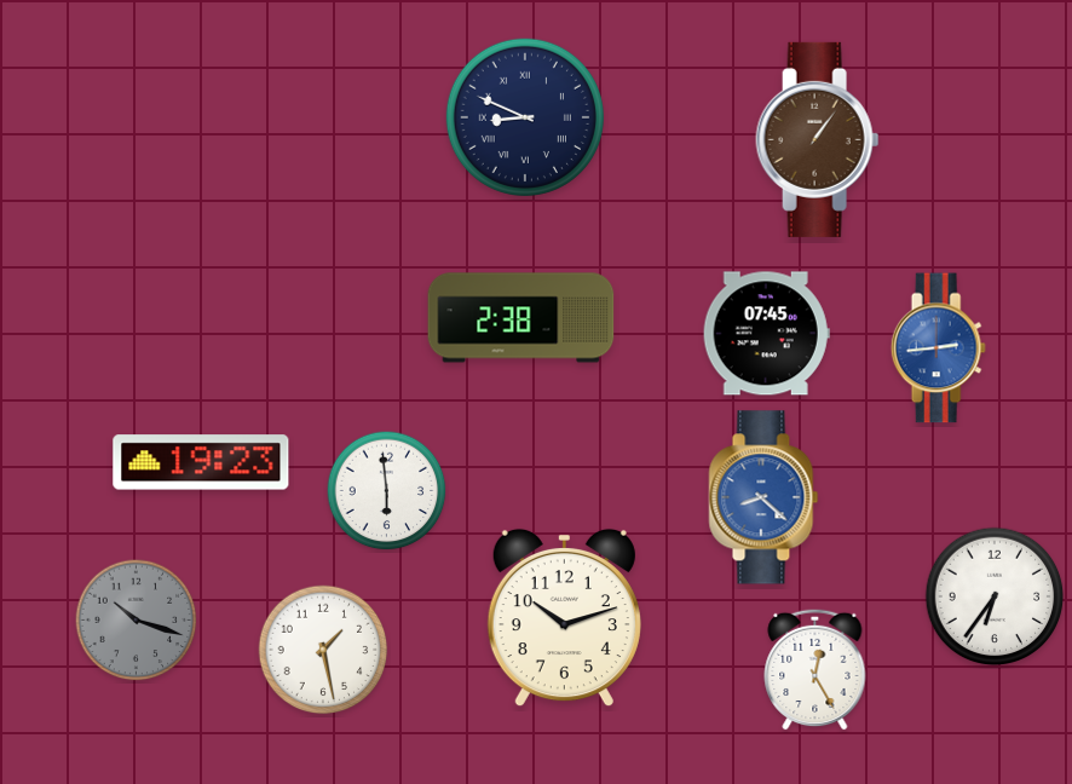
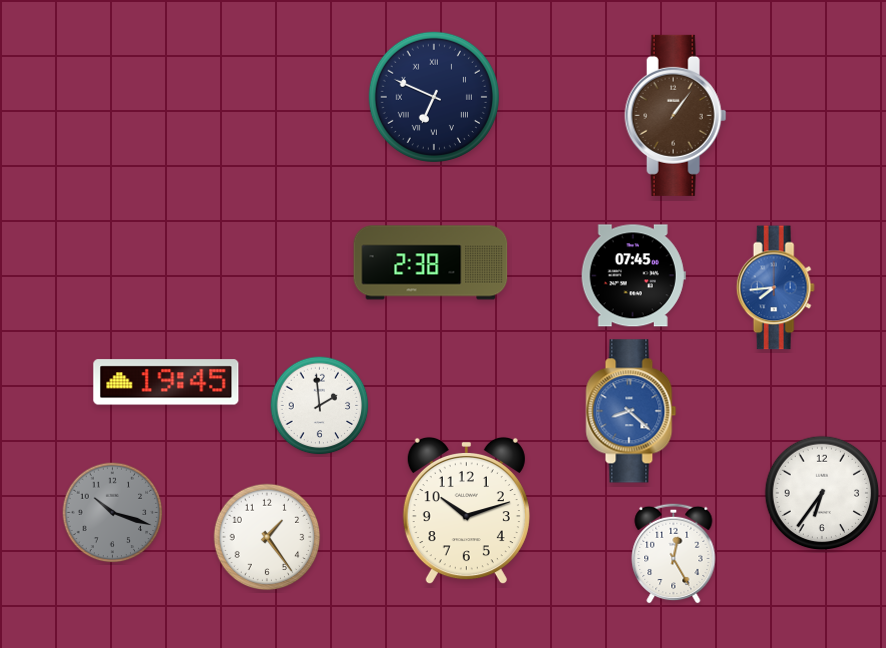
clock at (525, 117): 8:49 -> 6:49
clock at (938, 348): 2:44 -> 7:44
clock at (201, 462): 19:23 -> 19:45
clock at (387, 491): 5:59 -> 1:59
clock at (323, 650): 1:28 -> 1:24
